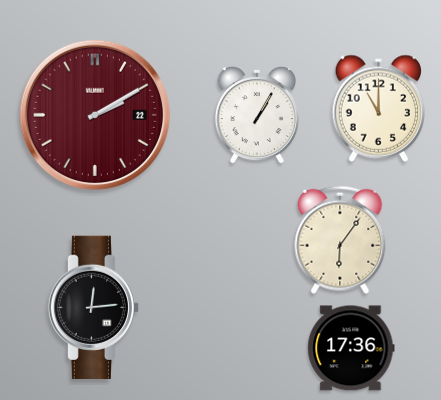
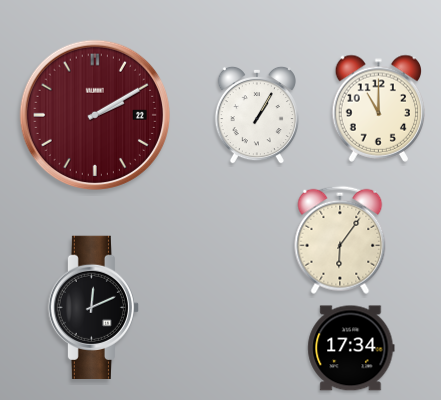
clock at (93, 307): 12:14 -> 12:11
clock at (351, 348): 17:36 -> 17:34
